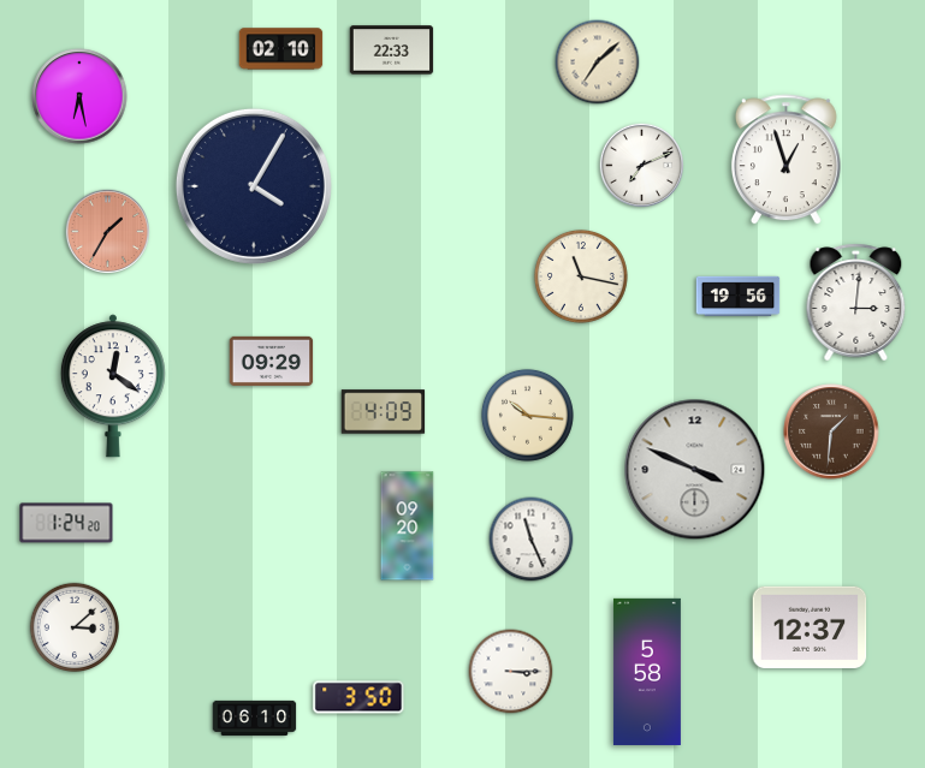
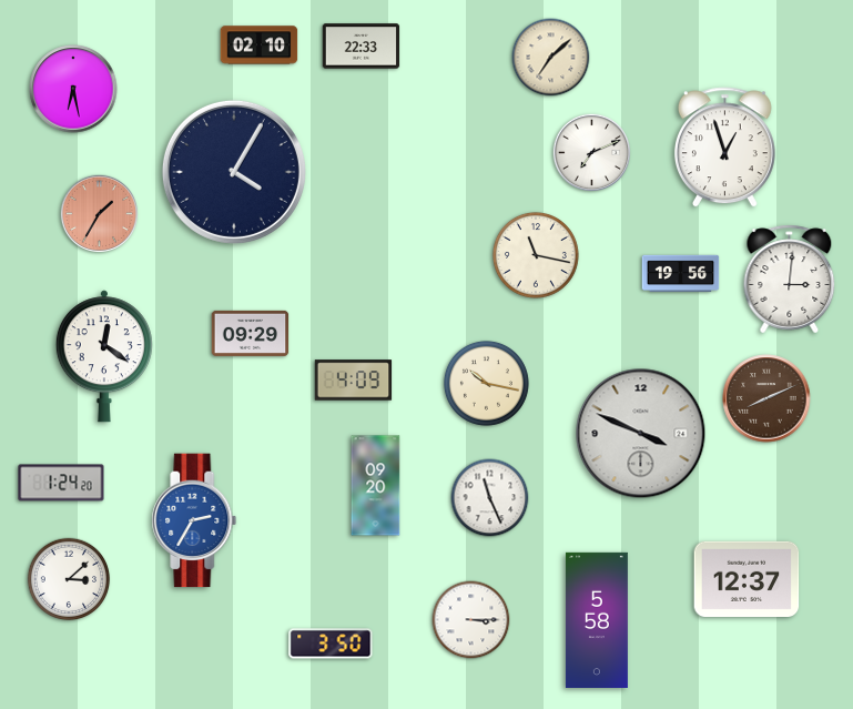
clock at (527, 415): 10:16 -> 10:17
clock at (831, 431): 1:31 -> 8:11
clock at (194, 520): none -> 2:35
clock at (255, 718): 06:10 -> none
